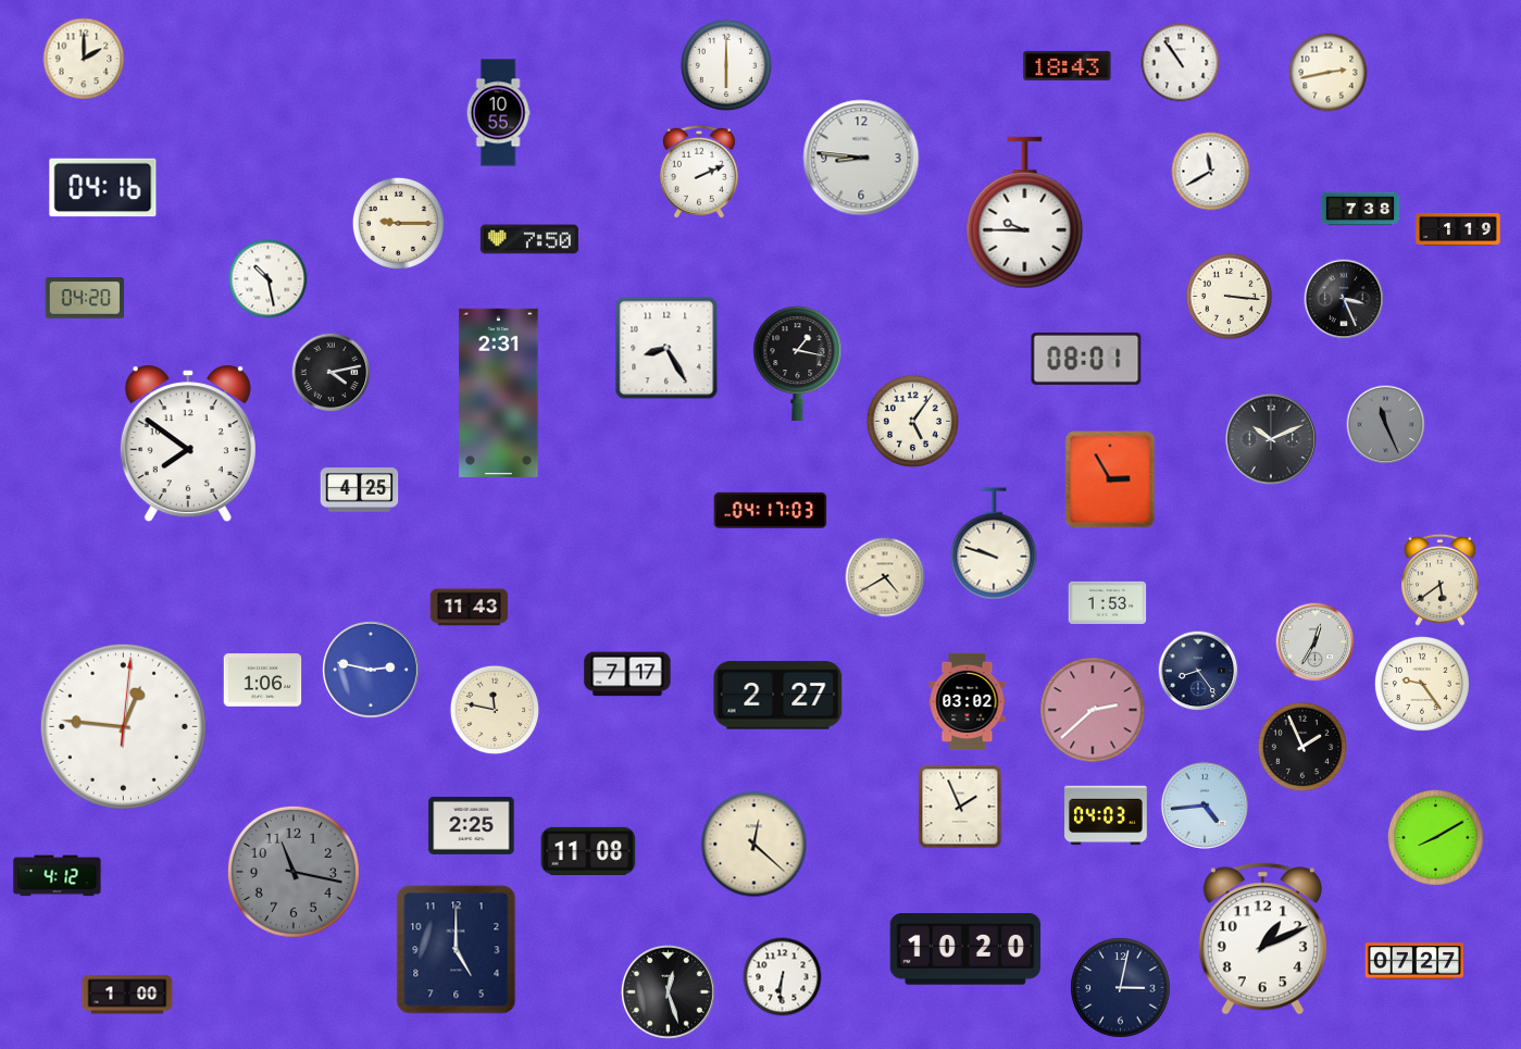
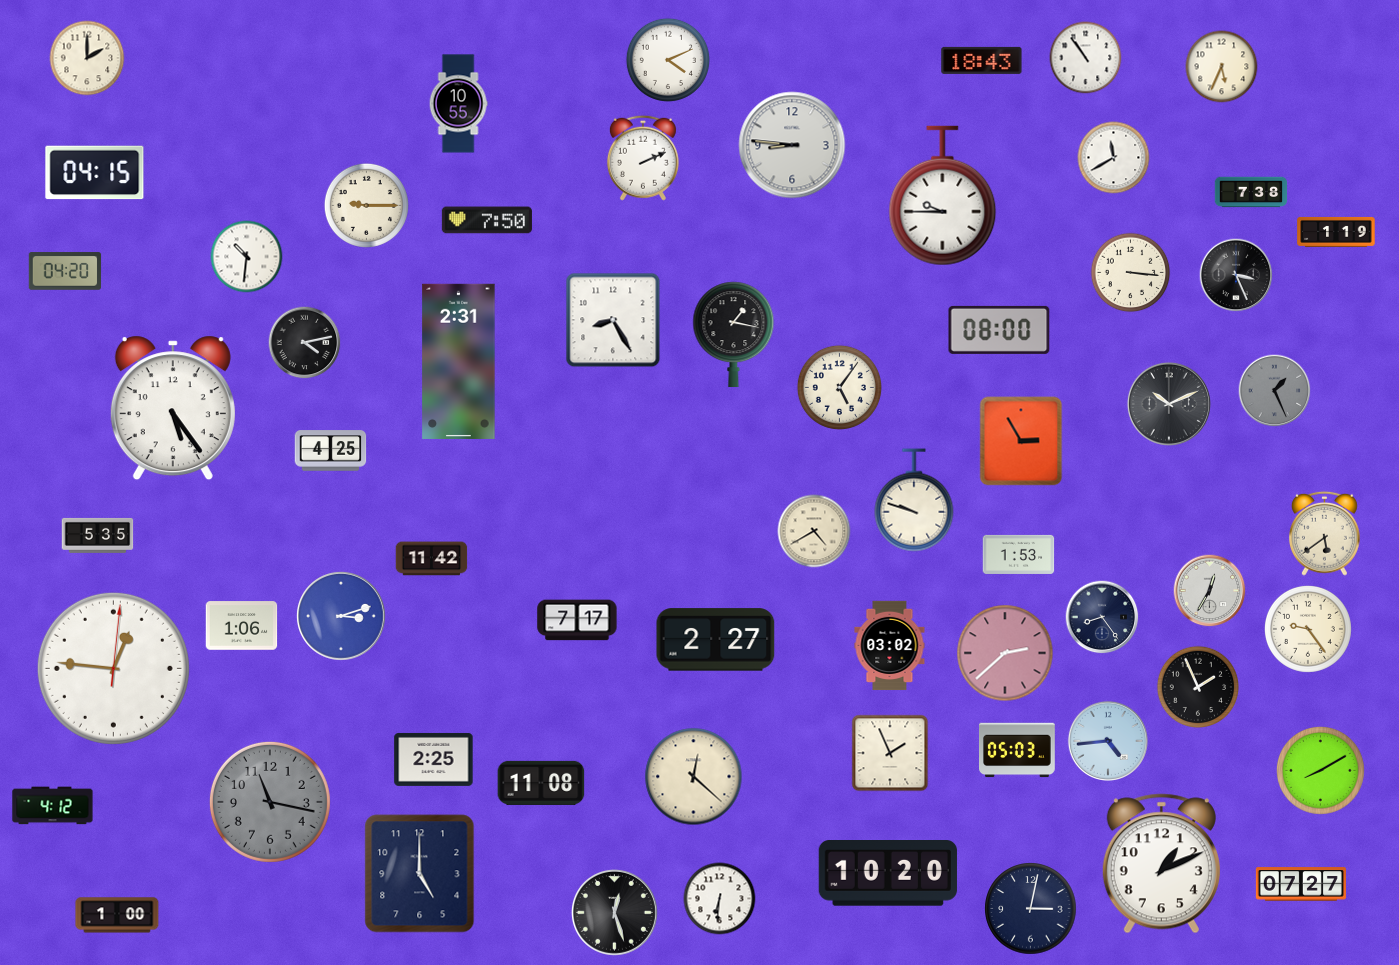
clock at (84, 59) position: (84, 59) -> (87, 58)
clock at (726, 65): 6:00 -> 4:11
clock at (1329, 73): 2:43 -> 5:34
clock at (103, 188): 04:16 -> 04:15
clock at (1458, 229) position: (1458, 229) -> (1336, 232)
clock at (269, 279): 10:28 -> 10:31
clock at (85, 298) position: (85, 298) -> (65, 271)
clock at (1086, 359): 08:01 -> 08:00
clock at (1386, 425): 11:26 -> 1:26
clock at (188, 444): 7:51 -> 5:24
clock at (771, 510): 04:17 -> none
clock at (98, 535): none -> 5:35
clock at (470, 608): 11:43 -> 11:42
clock at (372, 671): 2:47 -> 3:12
clock at (495, 710): 11:47 -> none
clock at (960, 807) position: (960, 807) -> (890, 753)
clock at (1107, 815): 04:03 -> 05:03
